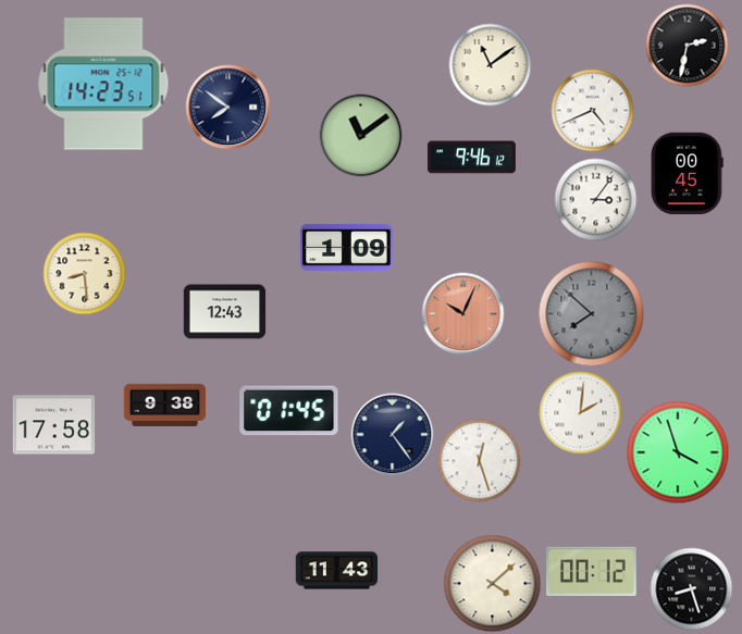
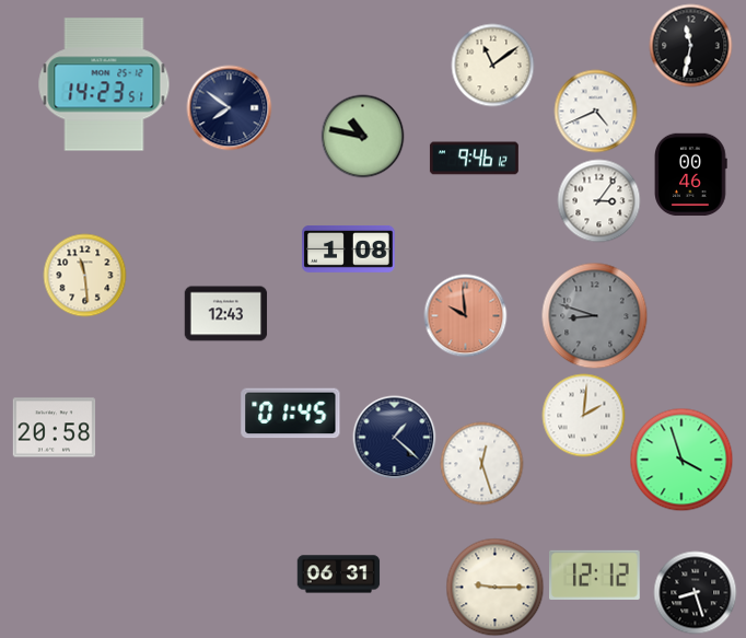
clock at (688, 46): 2:32 -> 11:32
clock at (361, 136): 11:09 -> 10:47
clock at (688, 174): 00:45 -> 00:46
clock at (347, 247): 1:09 -> 1:08
clock at (85, 274): 8:29 -> 11:29
clock at (463, 314): 10:04 -> 9:59
clock at (592, 314): 7:52 -> 8:48
clock at (165, 405): 9:38 -> none
clock at (54, 425): 17:58 -> 20:58
clock at (393, 435): 1:24 -> 1:22
clock at (678, 452) position: (678, 452) -> (681, 460)
clock at (337, 571): 11:43 -> 06:31
clock at (592, 571): 00:12 -> 12:12
clock at (493, 584): 4:08 -> 9:15
